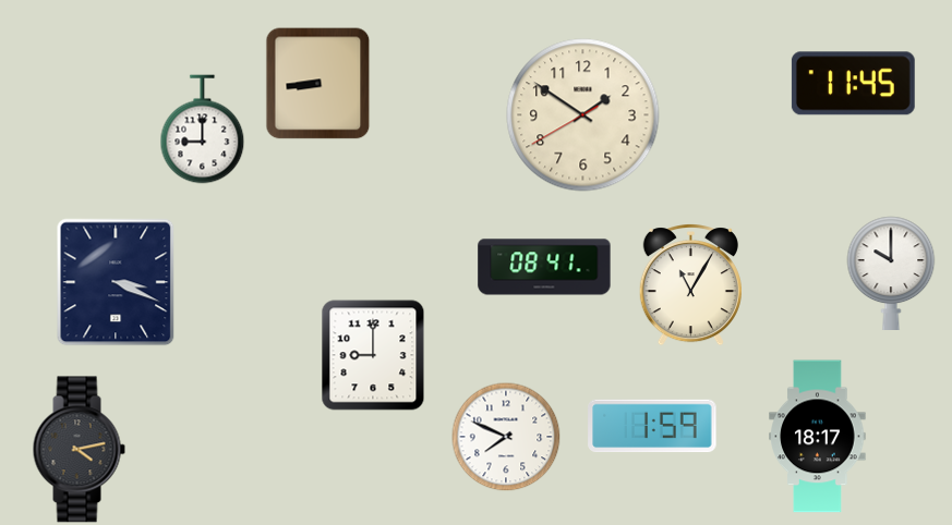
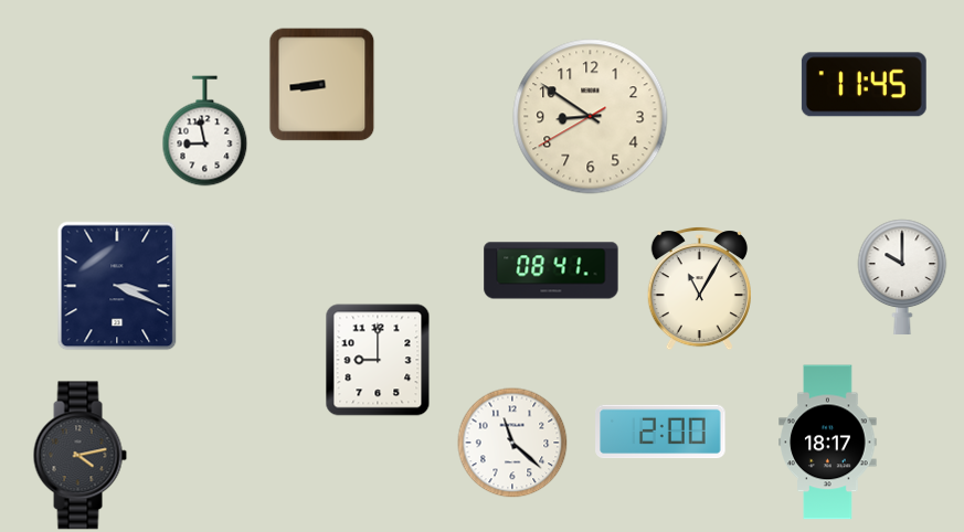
clock at (583, 115): 1:50 -> 8:50
clock at (203, 130): 9:00 -> 8:58
clock at (652, 426): 1:59 -> 2:00
clock at (506, 437): 7:49 -> 11:22
